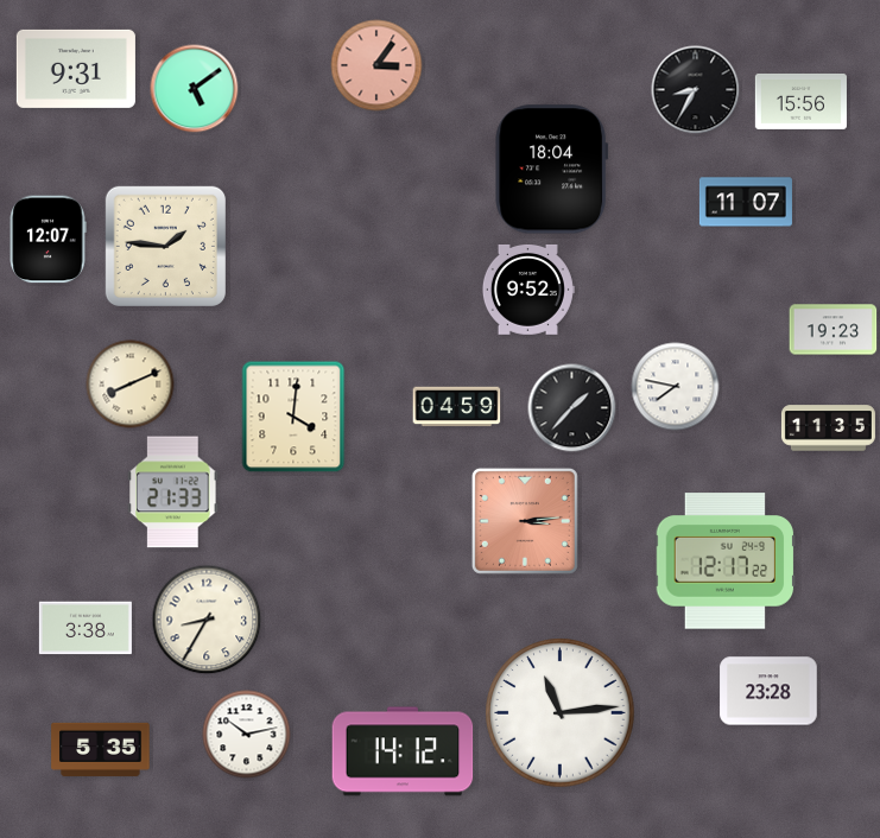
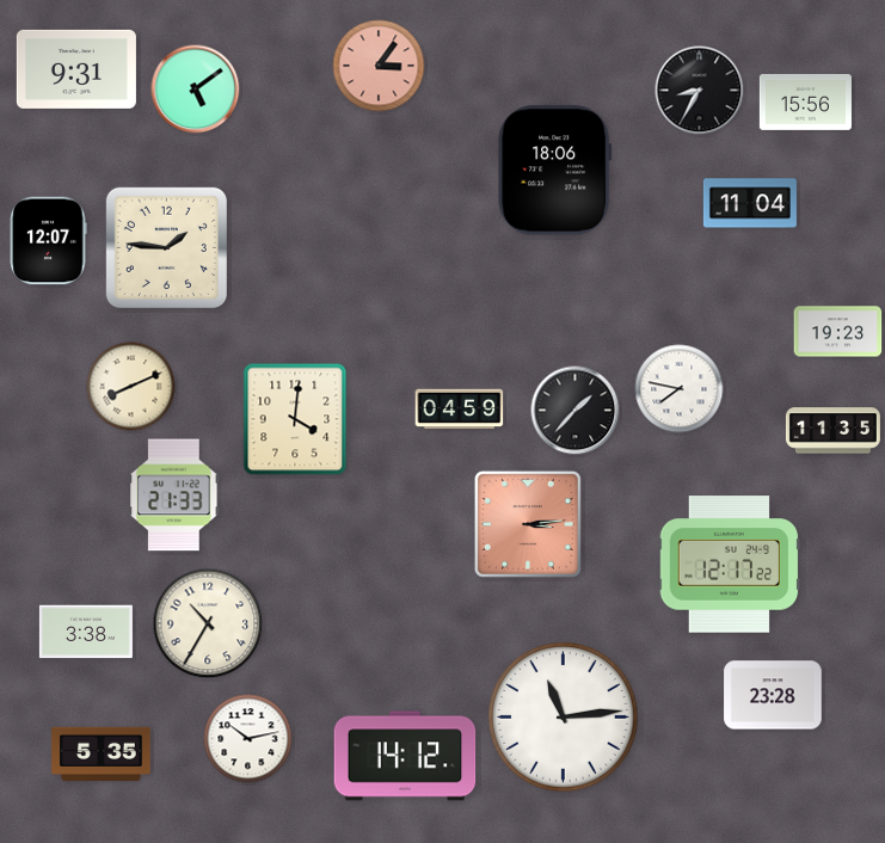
clock at (552, 170): 18:04 -> 18:06
clock at (746, 202): 11:07 -> 11:04
clock at (527, 290): 9:52 -> none
clock at (207, 620): 8:35 -> 10:35
